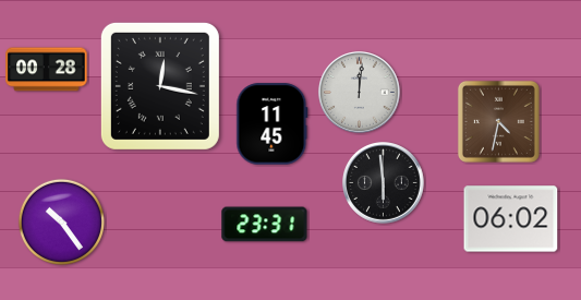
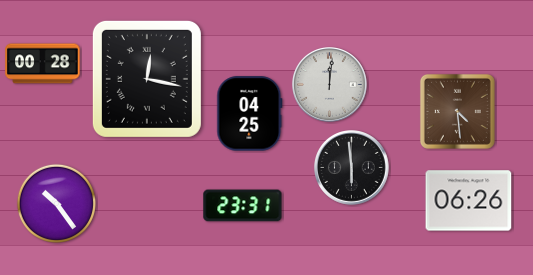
clock at (498, 121): 4:32 -> 4:29
clock at (273, 124): 11:45 -> 04:25
clock at (511, 219): 06:02 -> 06:26
